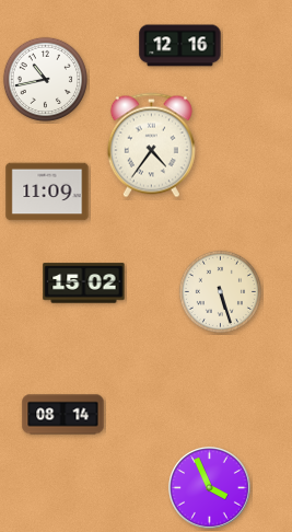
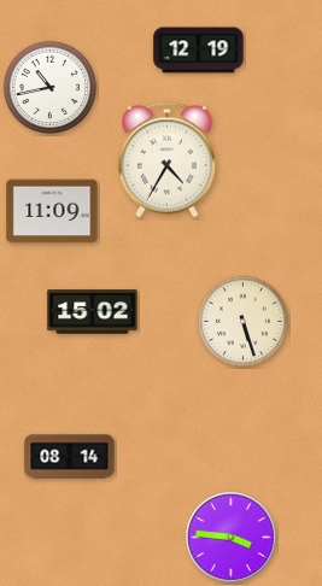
clock at (180, 46): 12:16 -> 12:19
clock at (151, 146): 4:36 -> 4:35
clock at (210, 488): 3:56 -> 3:46
